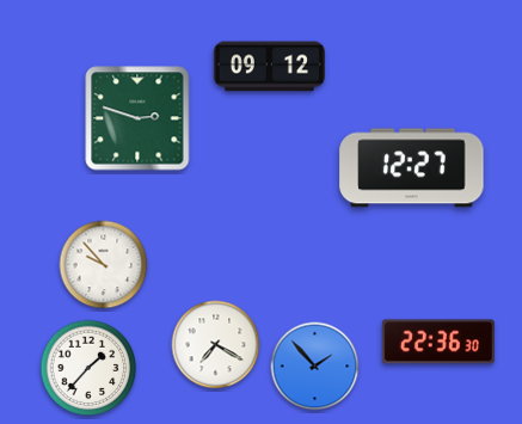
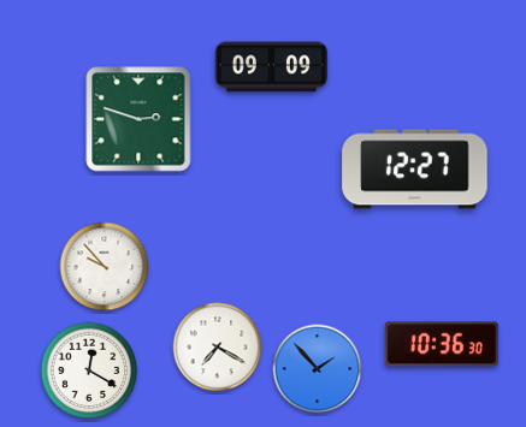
clock at (269, 67): 09:12 -> 09:09
clock at (438, 342): 22:36 -> 10:36
clock at (88, 368): 1:37 -> 12:20
